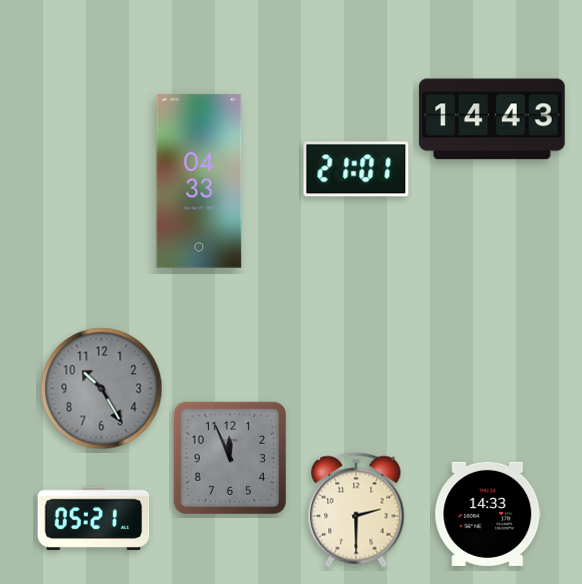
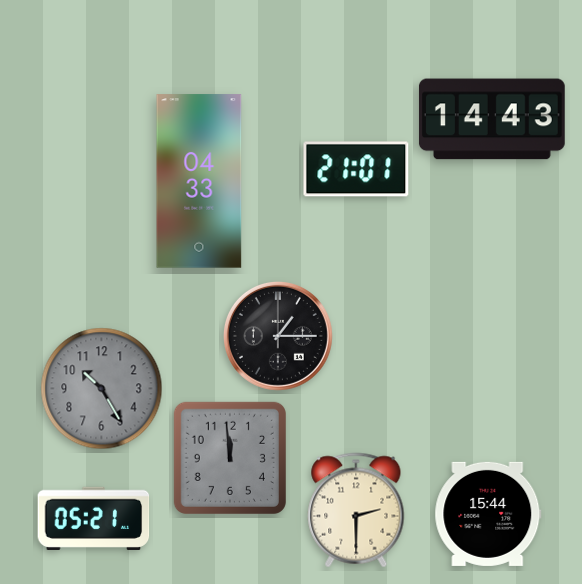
clock at (278, 336): none -> 1:15
clock at (230, 458): 11:56 -> 11:59
clock at (488, 514): 14:33 -> 15:44
